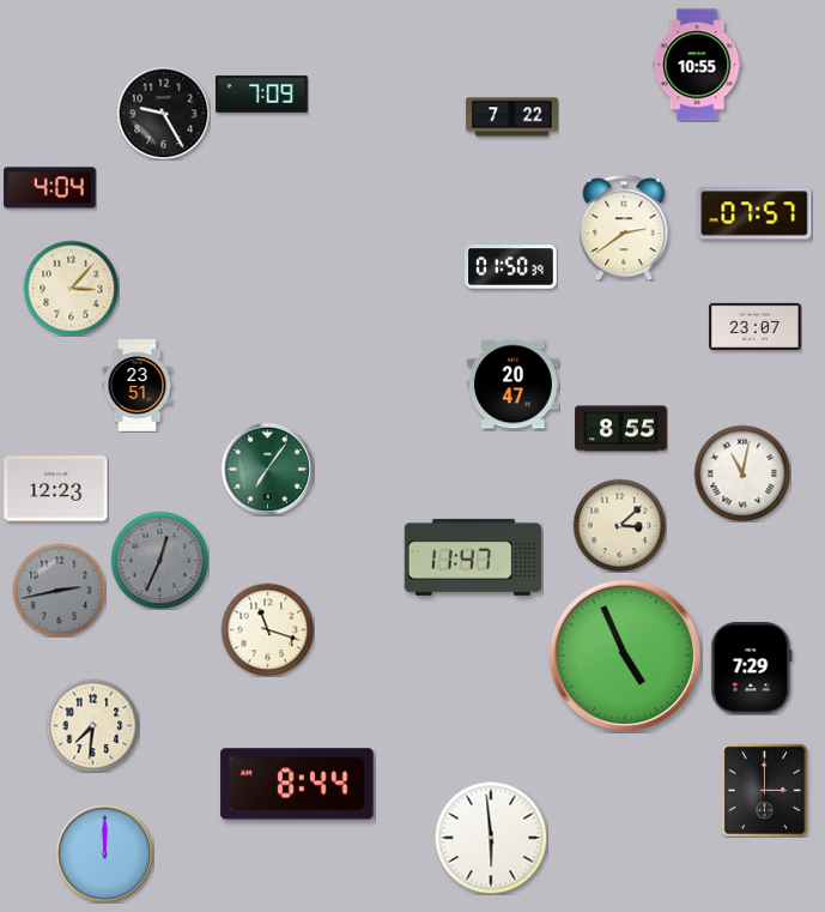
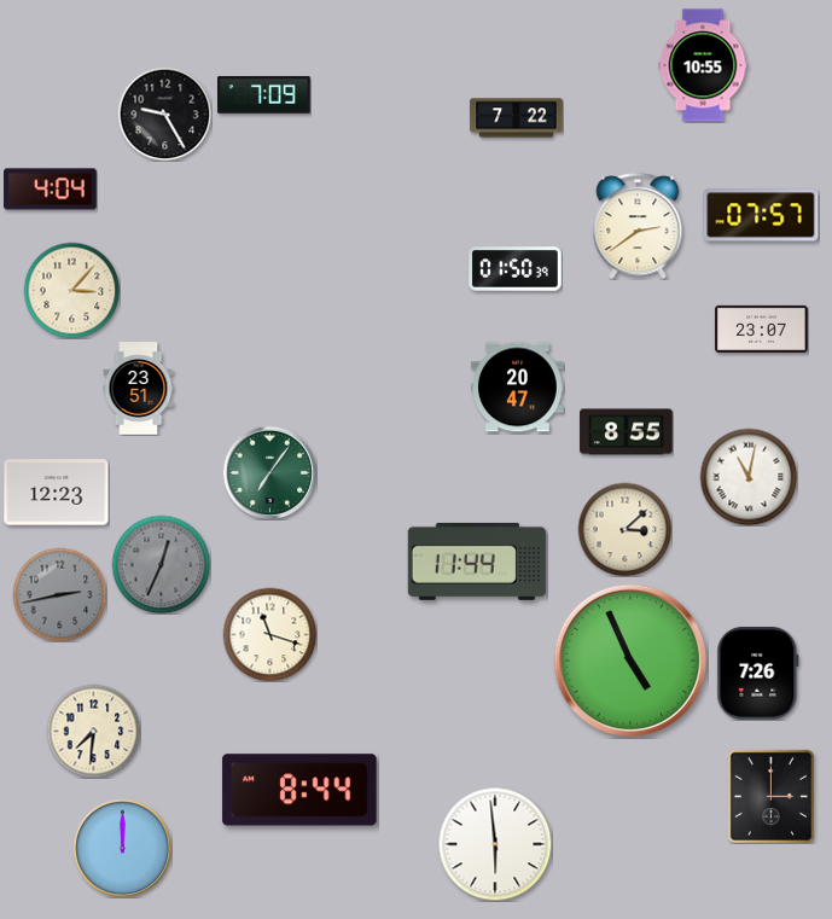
clock at (624, 228) position: (624, 228) -> (638, 226)
clock at (473, 557): 11:47 -> 11:44
clock at (752, 669): 7:29 -> 7:26
clock at (104, 853) position: (104, 853) -> (122, 848)
